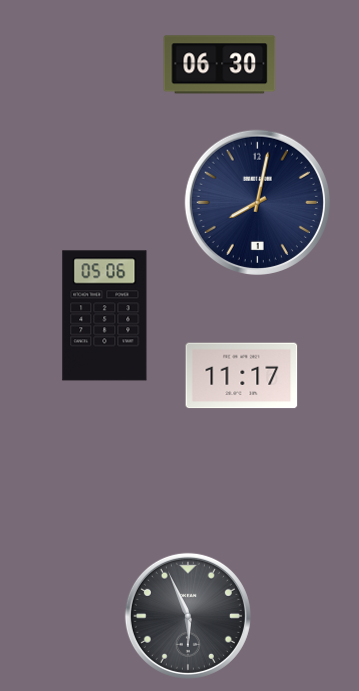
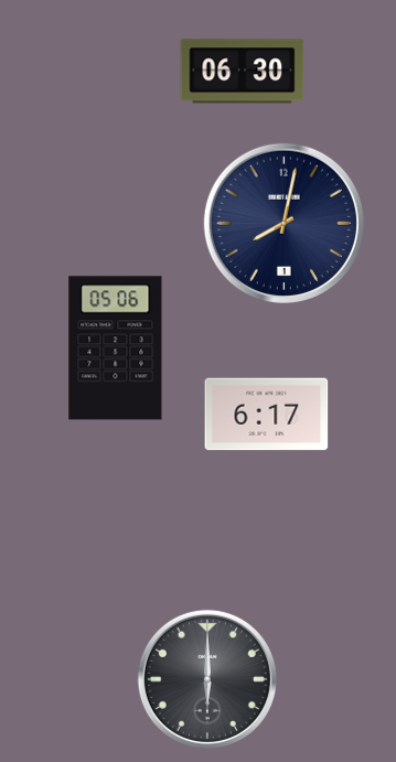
clock at (242, 376): 11:17 -> 6:17
clock at (188, 616): 5:56 -> 6:00
